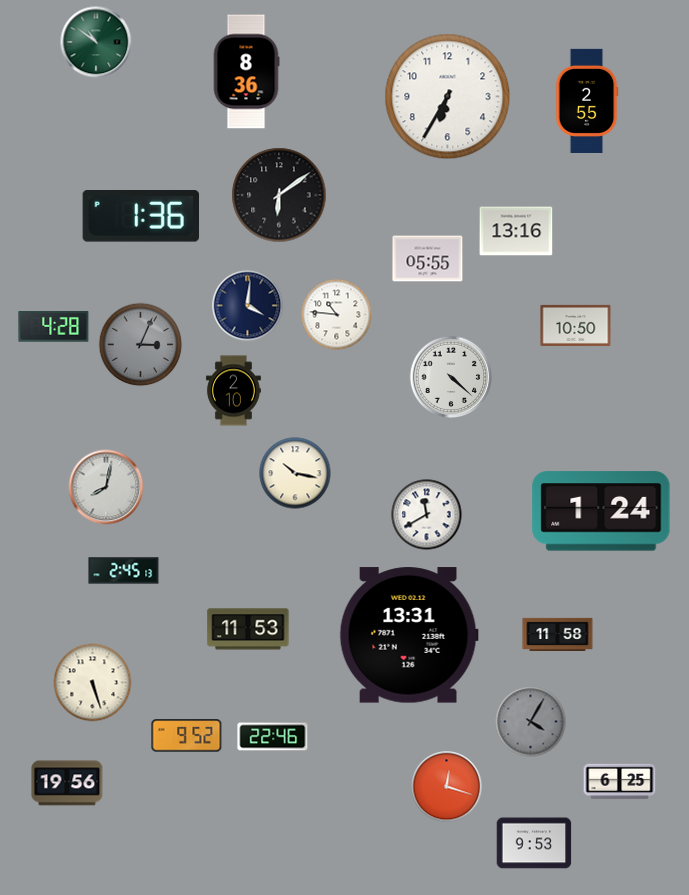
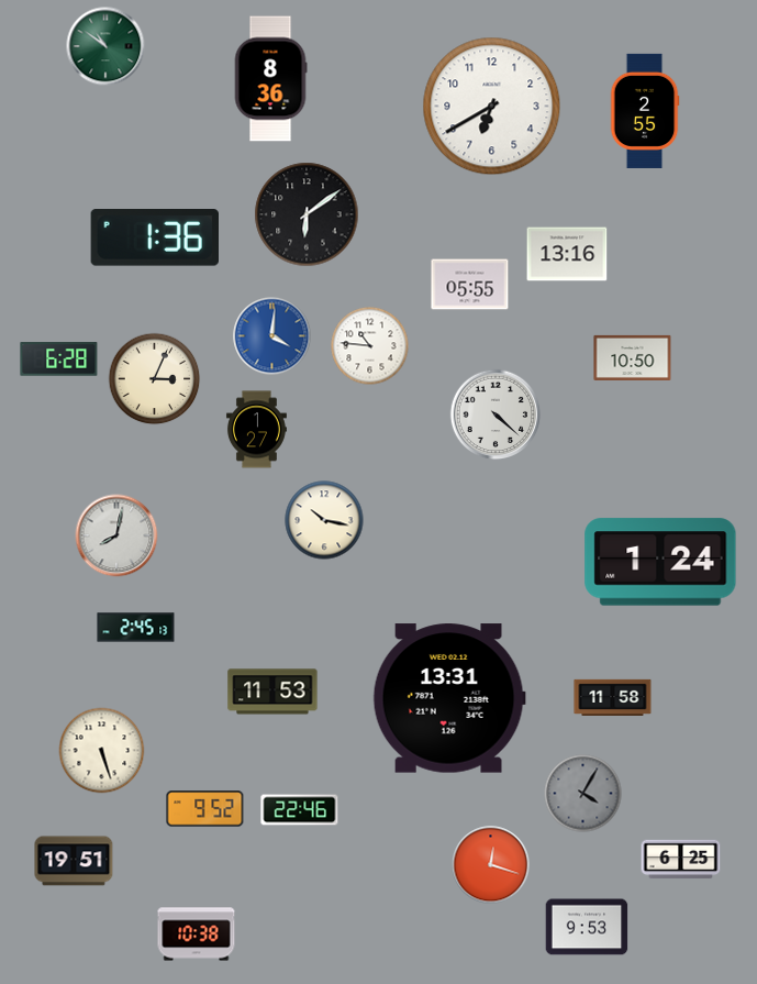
clock at (448, 97): 6:35 -> 6:40
clock at (248, 306) dial: navy -> blue
clock at (54, 327): 4:28 -> 6:28
clock at (141, 345) dial: grey -> cream
clock at (233, 391): 2:10 -> 1:27
clock at (427, 515): 11:40 -> none
clock at (67, 783): 19:56 -> 19:51
clock at (197, 935): none -> 10:38
